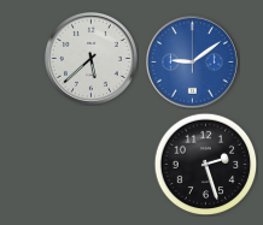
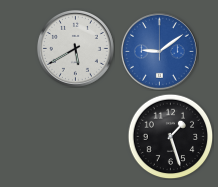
clock at (90, 58): 5:38 -> 5:40
clock at (205, 164): 2:27 -> 1:27
